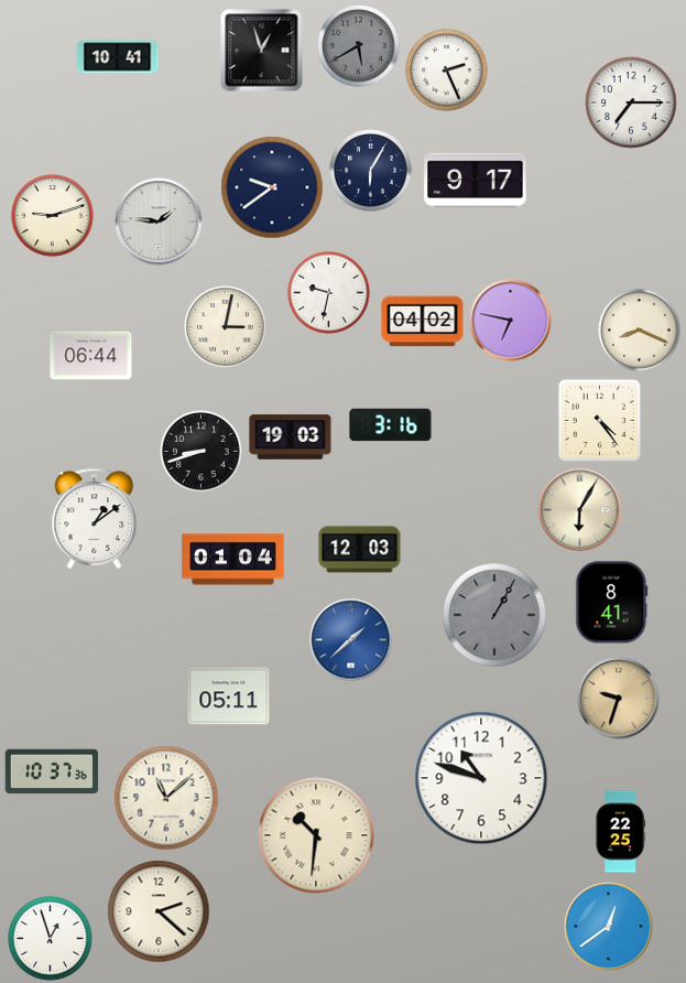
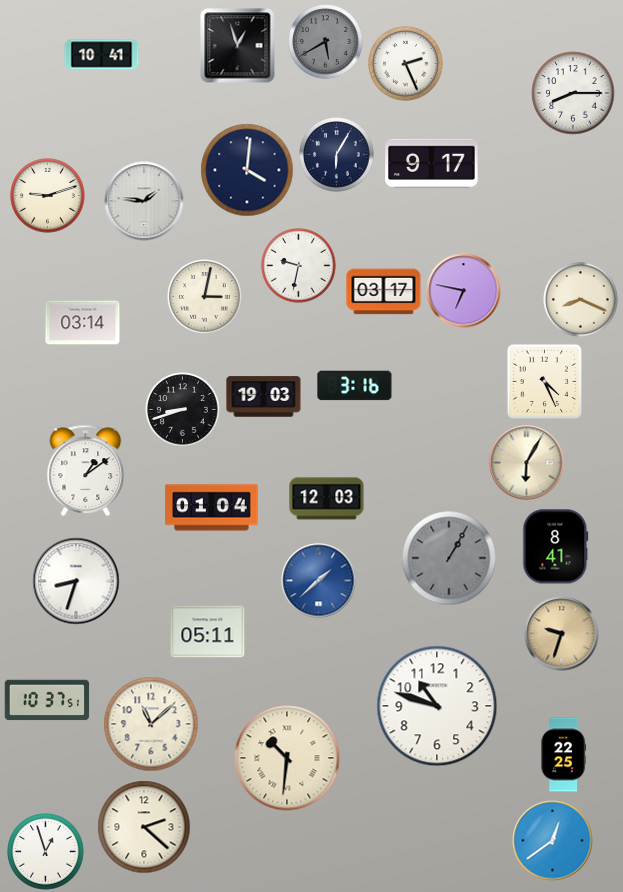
clock at (118, 57) position: (118, 57) -> (102, 55)
clock at (631, 102): 7:15 -> 8:15
clock at (272, 187): 9:39 -> 4:01
clock at (423, 322): 04:02 -> 03:17
clock at (91, 356): 06:44 -> 03:14
clock at (600, 421): 4:24 -> 4:26
clock at (76, 581): none -> 8:33
clock at (52, 771): 10:37:36 -> 10:37:51
